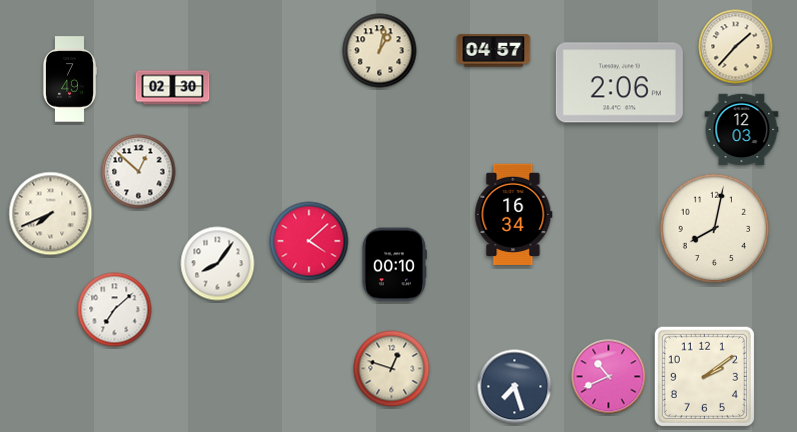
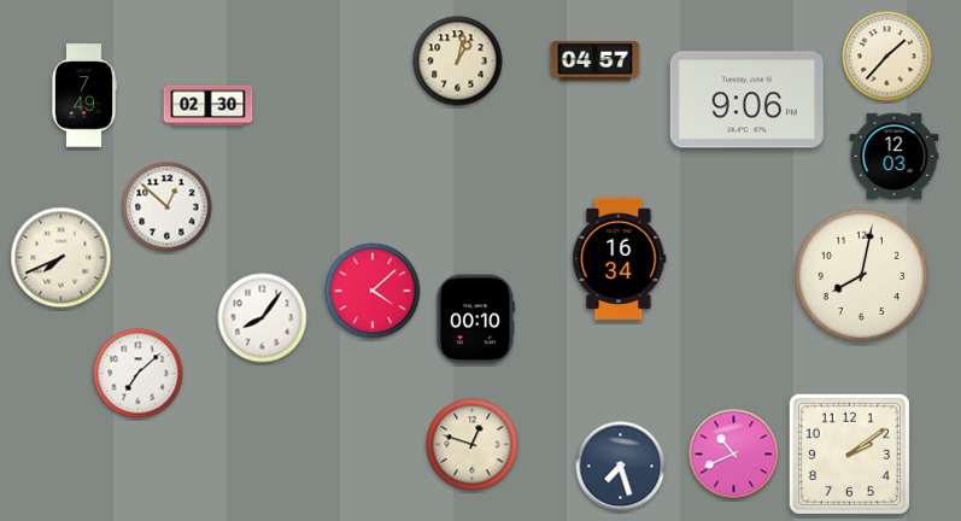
clock at (619, 83): 2:06 -> 9:06
